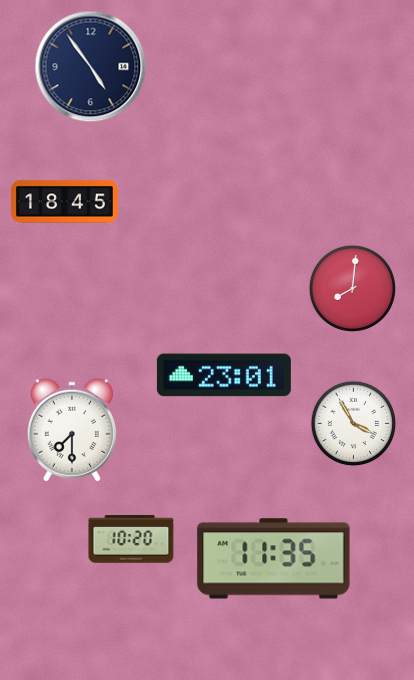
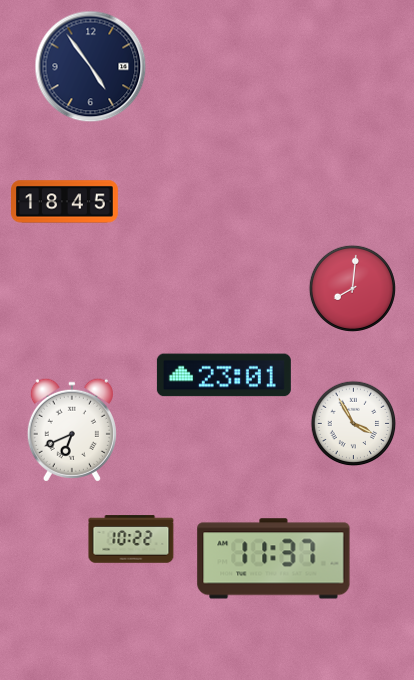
clock at (72, 430): 7:30 -> 6:41
clock at (131, 539): 10:20 -> 10:22
clock at (274, 559): 11:35 -> 11:37
